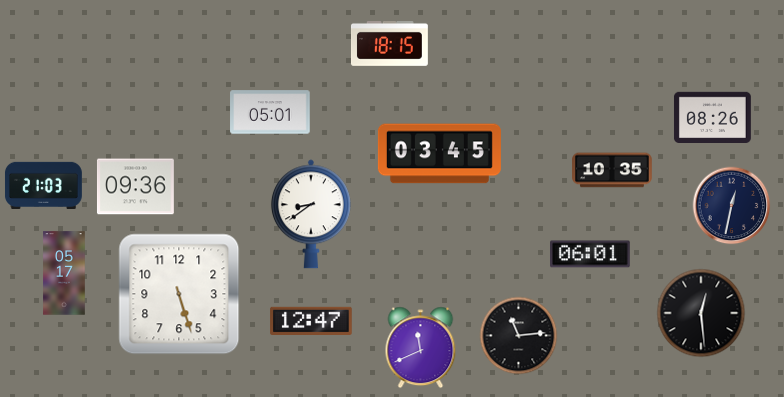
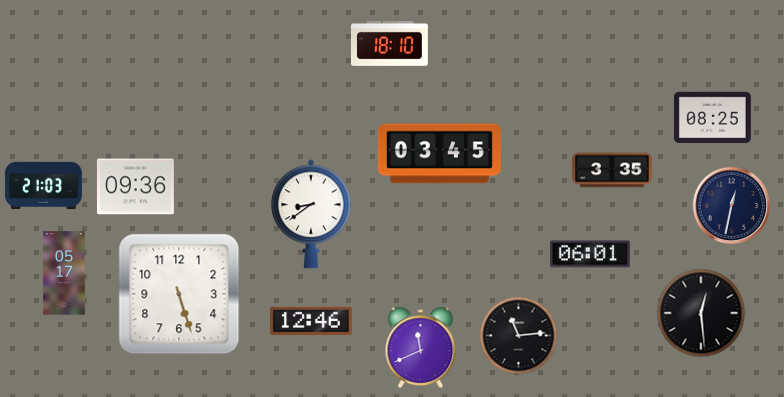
clock at (389, 44): 18:15 -> 18:10
clock at (270, 112): 05:01 -> none
clock at (712, 117): 08:26 -> 08:25
clock at (612, 170): 10:35 -> 3:35
clock at (311, 320): 12:47 -> 12:46
